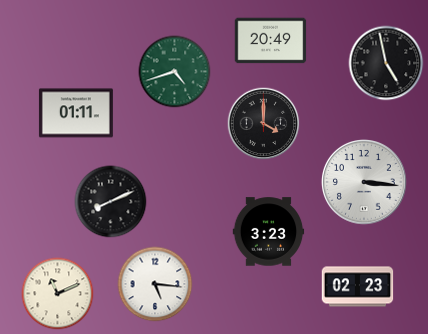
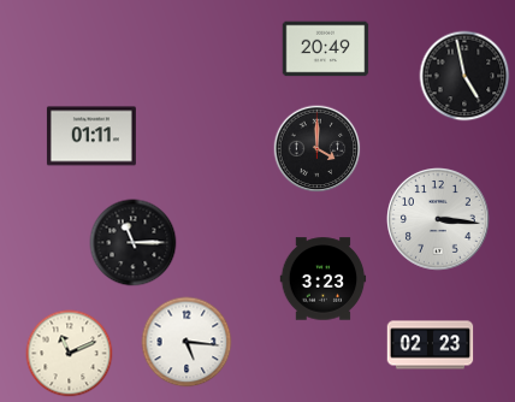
clock at (175, 72): 4:42 -> none
clock at (111, 202): 8:11 -> 11:15
